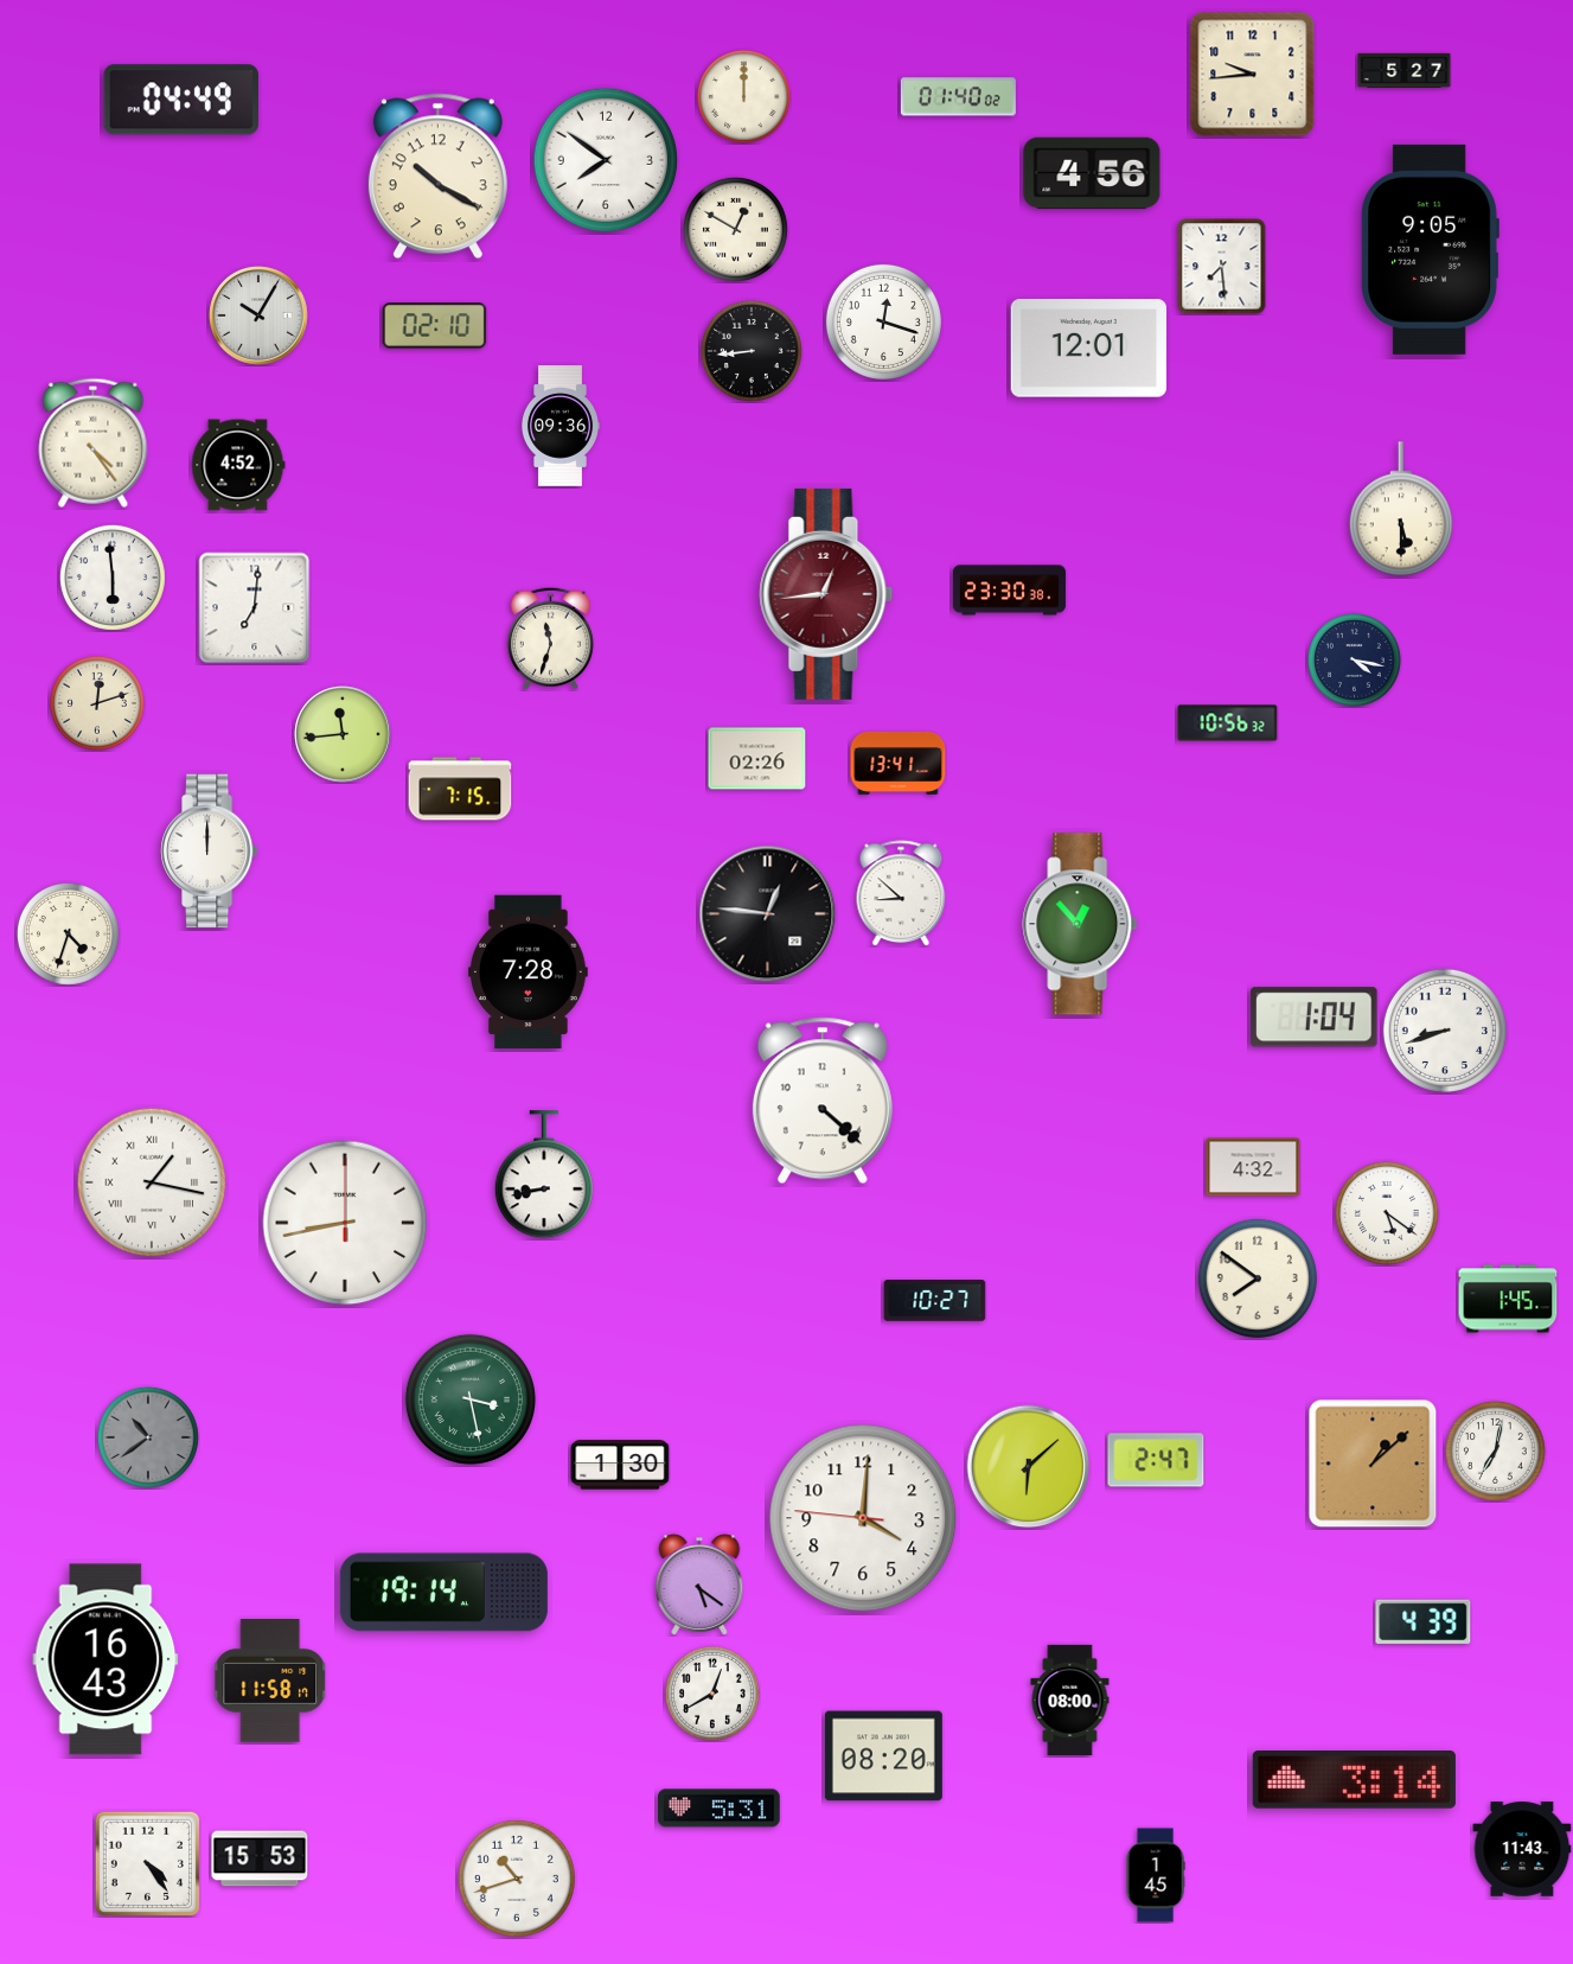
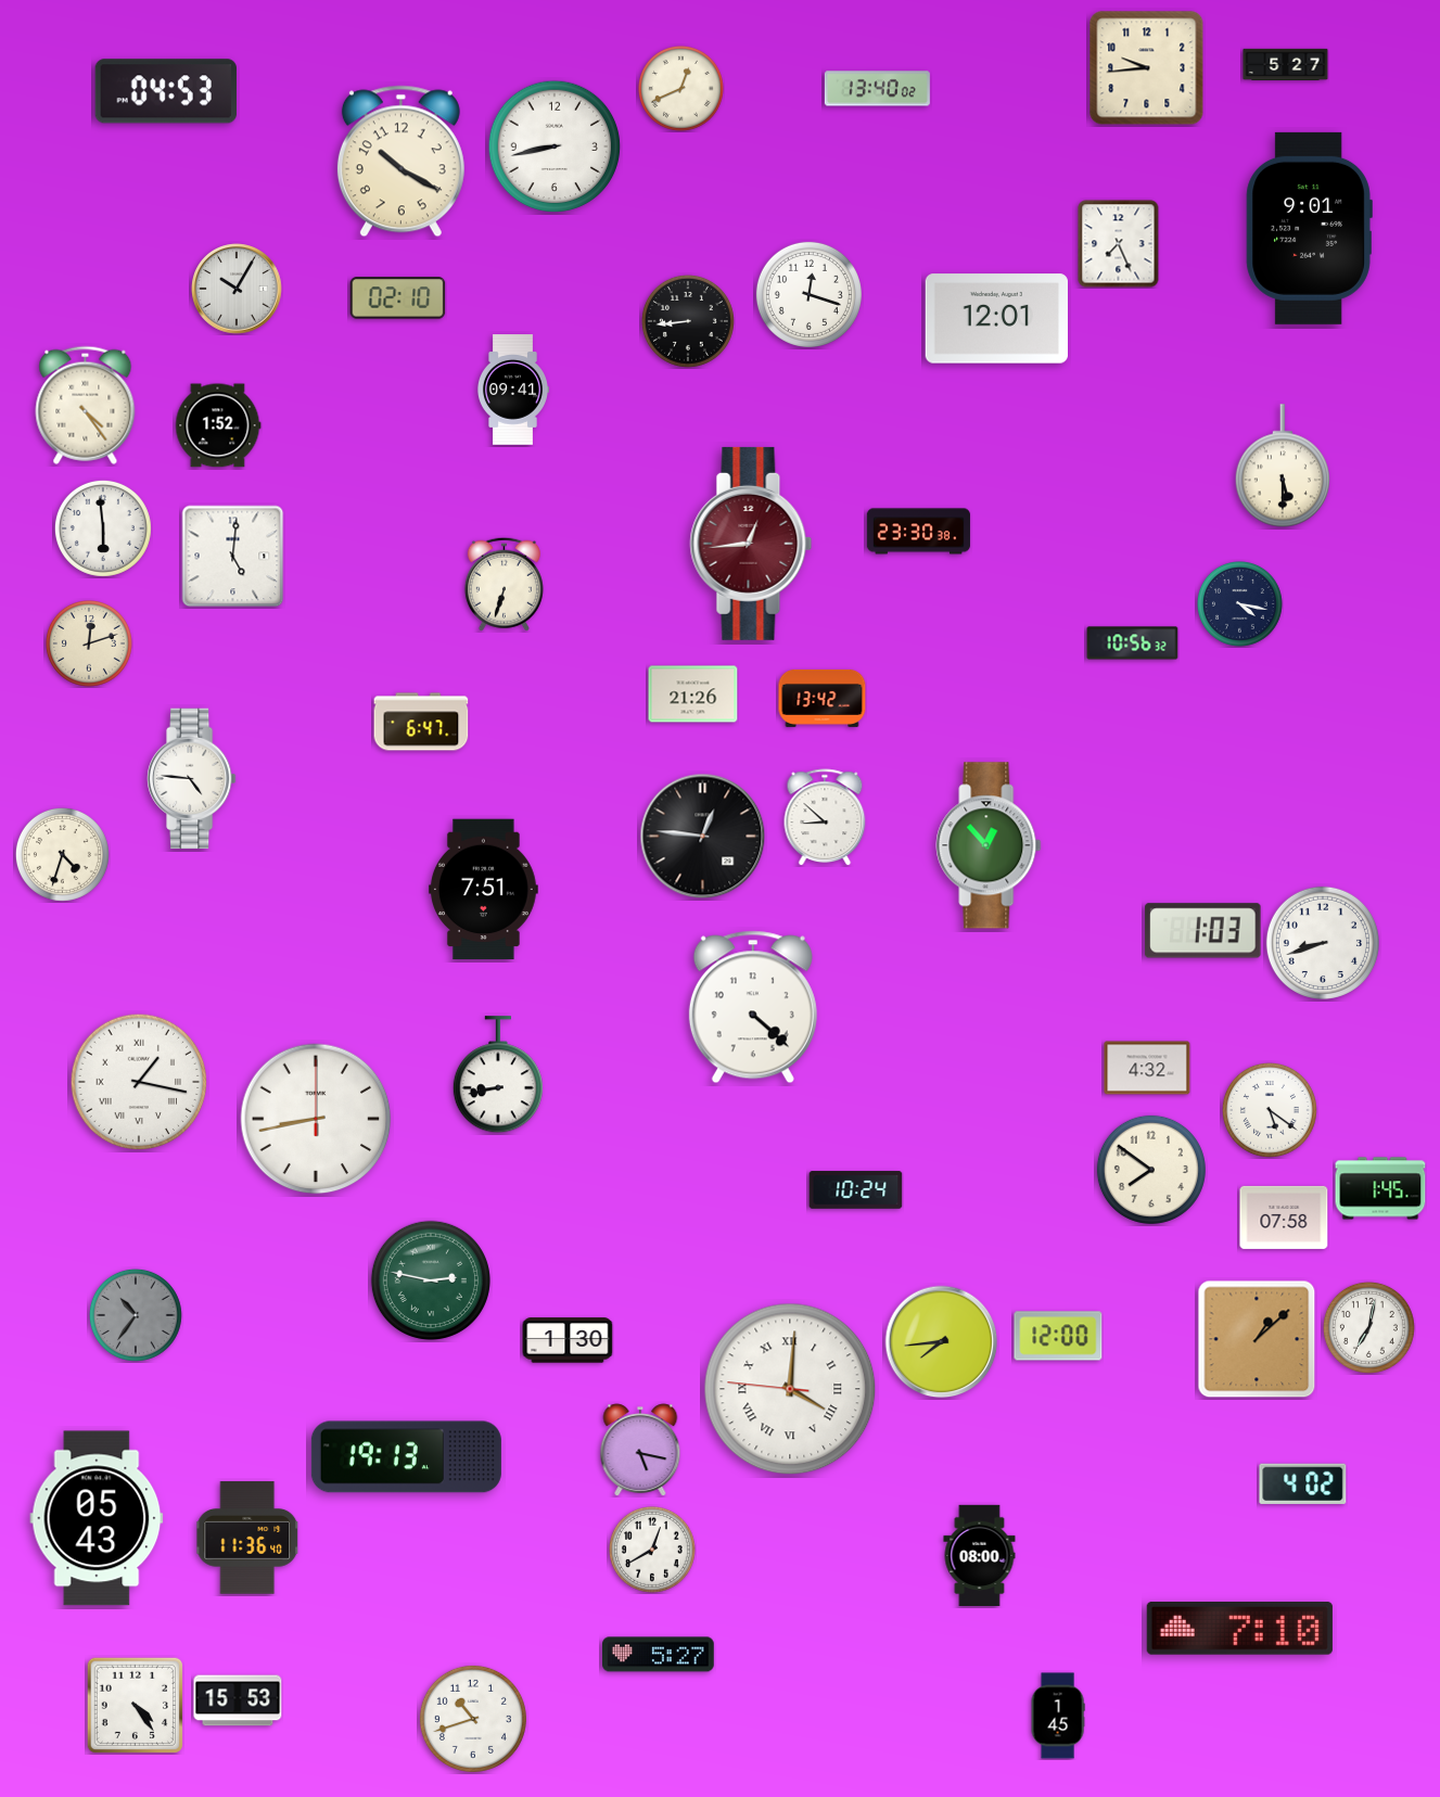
clock at (744, 97): 12:00 -> 12:41
clock at (958, 97): 01:40 -> 13:40
clock at (181, 100): 04:49 -> 04:53
clock at (606, 160): 7:51 -> 8:43
clock at (1092, 173): 4:56 -> none
clock at (735, 229): 12:50 -> none
clock at (1430, 249): 9:05 -> 9:01
clock at (1222, 267): 7:29 -> 7:26
clock at (559, 426): 09:36 -> 09:41
clock at (238, 465): 4:52 -> 1:52
clock at (1009, 591) position: (1009, 591) -> (918, 532)
clock at (826, 594) position: (826, 594) -> (751, 544)
clock at (255, 608): 7:01 -> 5:01
clock at (550, 638): 11:33 -> 6:33
clock at (1228, 723) position: (1228, 723) -> (1133, 643)
clock at (343, 734): 11:44 -> none
clock at (757, 759): 02:26 -> 21:26
clock at (899, 763): 13:41 -> 13:42
clock at (460, 789): 7:15 -> 6:47
clock at (210, 852): 12:00 -> 4:46
clock at (529, 973): 7:28 -> 7:51
clock at (1315, 1018): 1:04 -> 1:03
clock at (935, 1301): 10:27 -> 10:24
clock at (1284, 1218): none -> 07:58
clock at (471, 1399): 3:28 -> 2:47
clock at (148, 1437): 10:39 -> 10:36
clock at (1156, 1460): 2:47 -> 12:00
clock at (1029, 1467): 6:08 -> 7:44
clock at (863, 1518) numerals: Arabic -> Roman
clock at (699, 1584): 5:21 -> 5:17
clock at (443, 1593): 19:14 -> 19:13
clock at (1424, 1621): 4:39 -> 4:02
clock at (105, 1659): 16:43 -> 05:43
clock at (270, 1681): 11:58 -> 11:36
clock at (883, 1756): 08:20 -> none
clock at (1354, 1779): 3:14 -> 7:10
clock at (720, 1809): 5:31 -> 5:27
clock at (1522, 1849): 11:43 -> none
